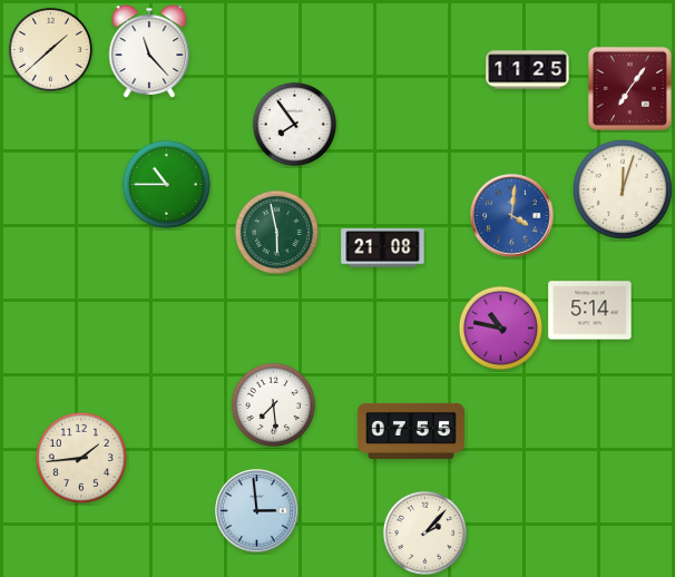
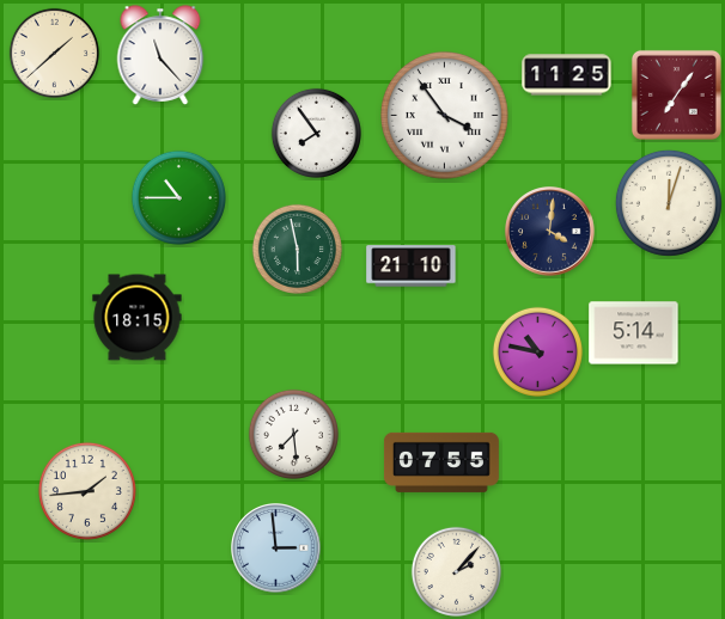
clock at (445, 116): none -> 3:54
clock at (512, 216) dial: blue -> navy
clock at (383, 248): 21:08 -> 21:10
clock at (138, 318): none -> 18:15
